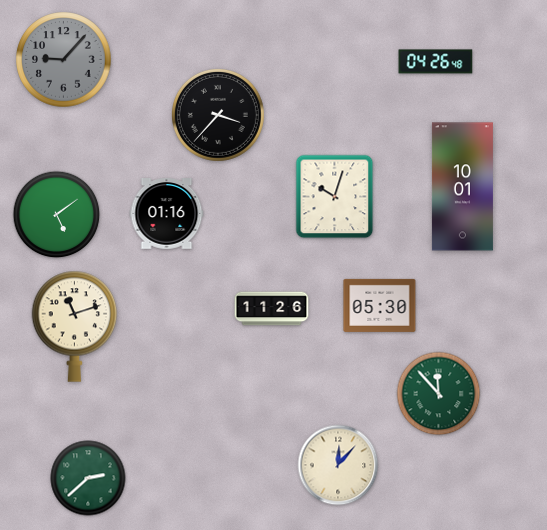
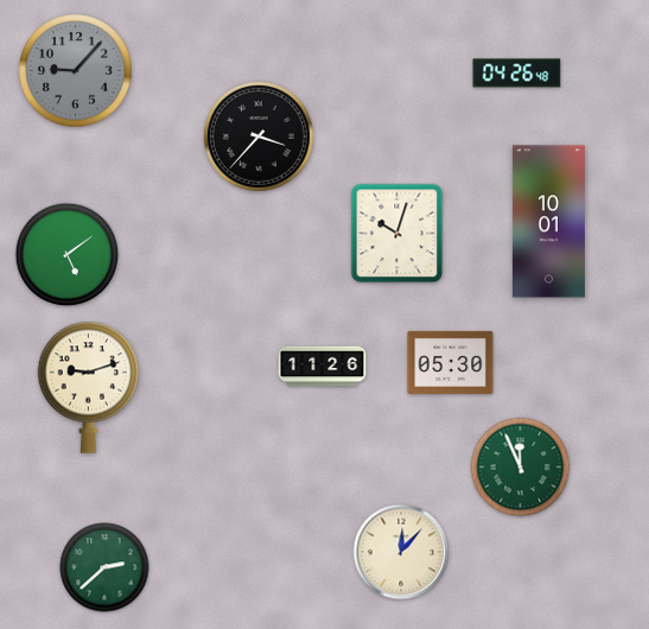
clock at (167, 214): 01:16 -> none
clock at (75, 326): 11:12 -> 9:12
clock at (439, 394): 11:53 -> 11:56
